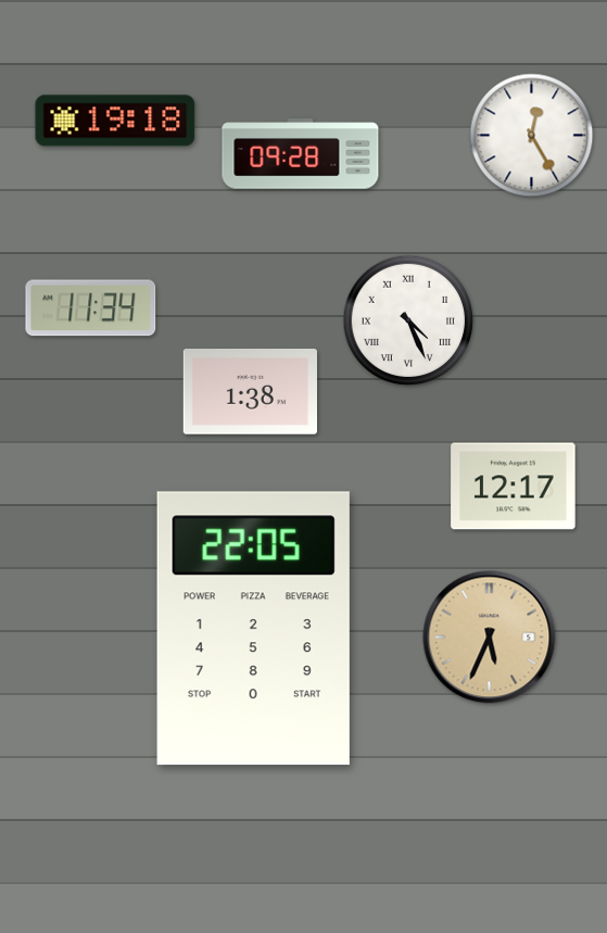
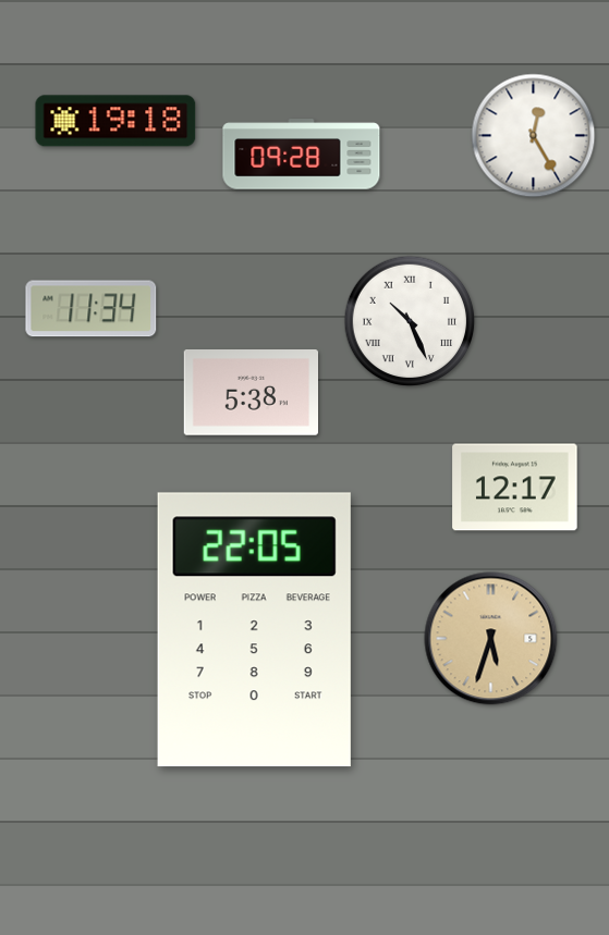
clock at (408, 320): 4:26 -> 10:26
clock at (250, 392): 1:38 -> 5:38
clock at (490, 638): 5:34 -> 5:33
